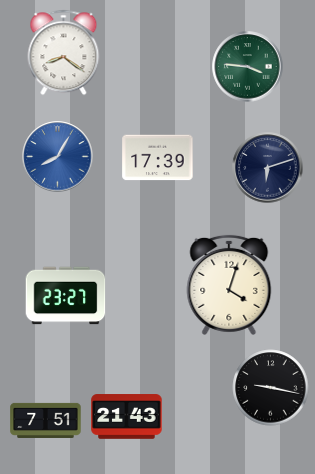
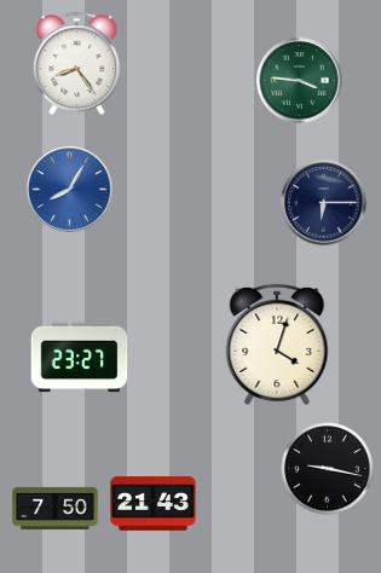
clock at (64, 53): 8:21 -> 8:24
clock at (158, 158): 17:39 -> none
clock at (268, 168): 6:12 -> 6:15
clock at (46, 420): 7:51 -> 7:50
